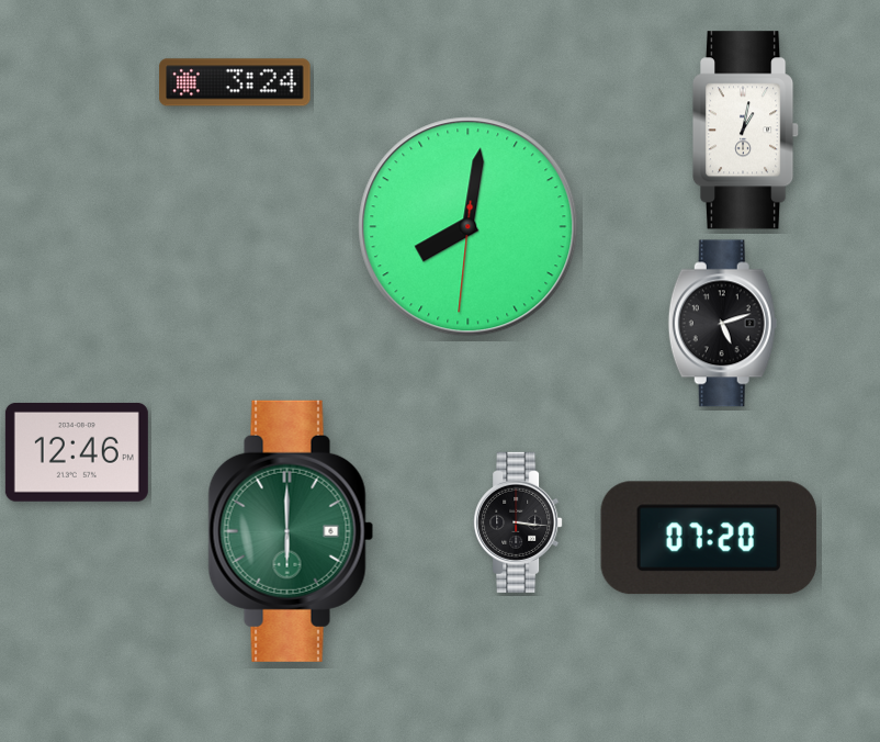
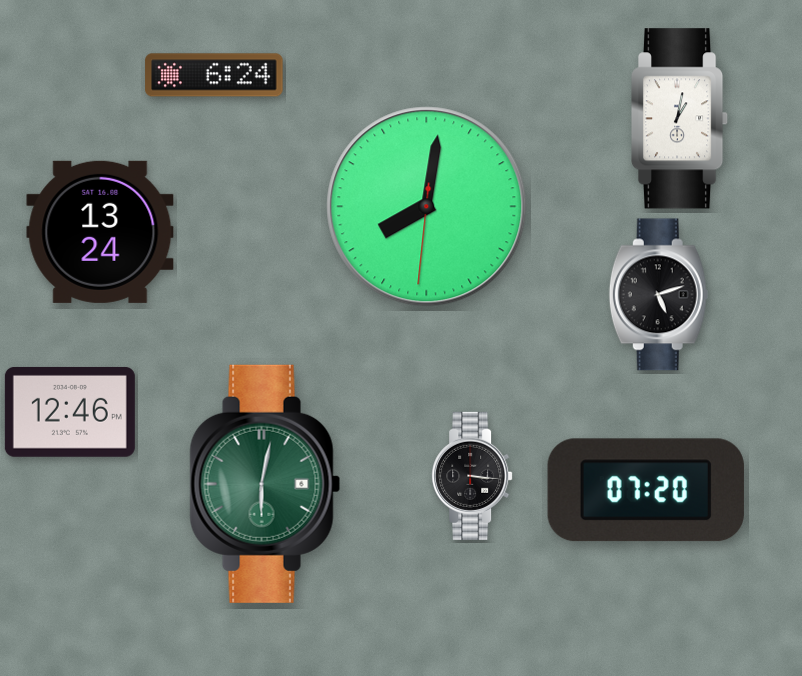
clock at (235, 82): 3:24 -> 6:24
clock at (100, 232): none -> 13:24
clock at (291, 531): 6:00 -> 6:02
